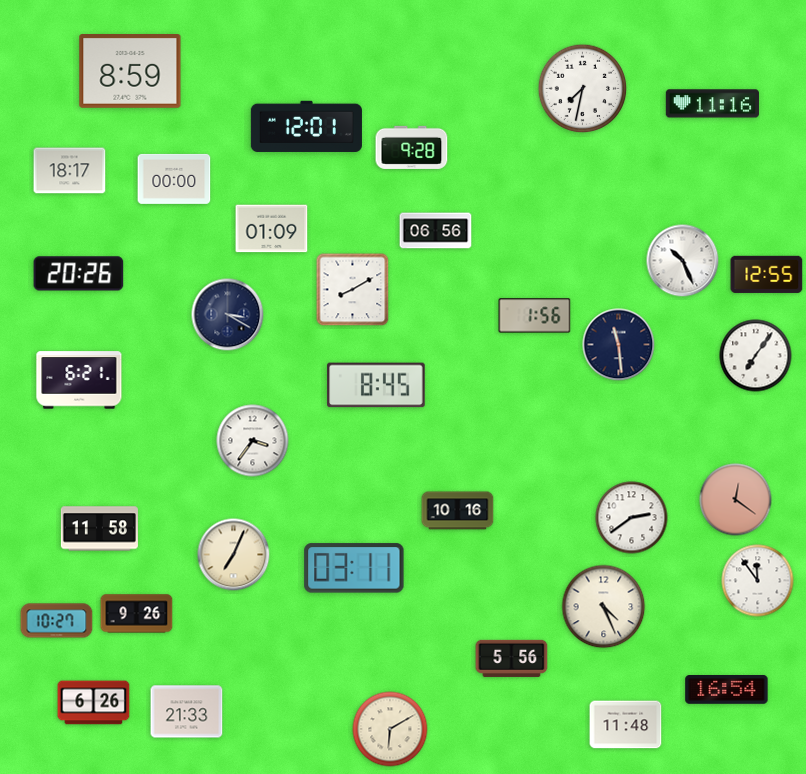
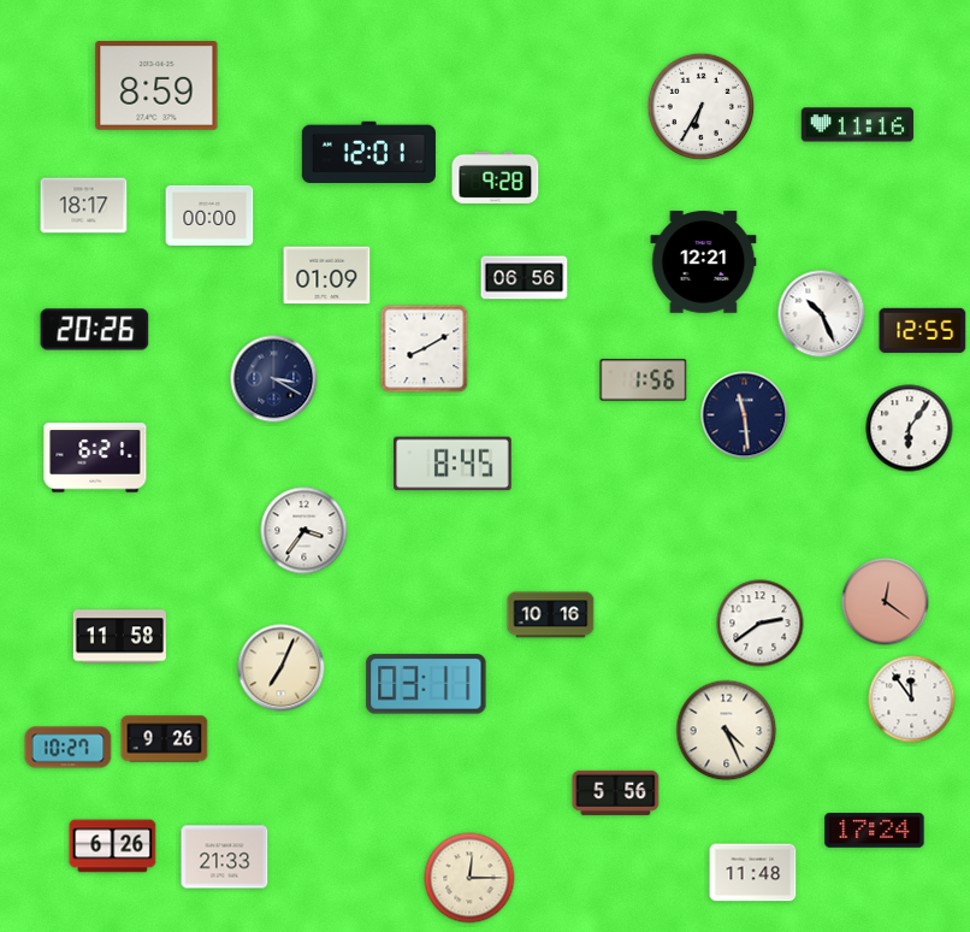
clock at (583, 89): 7:32 -> 6:35
clock at (704, 263): none -> 12:21
clock at (756, 356): 7:06 -> 6:06
clock at (727, 690): 16:54 -> 17:24
clock at (390, 729): 6:10 -> 12:15
